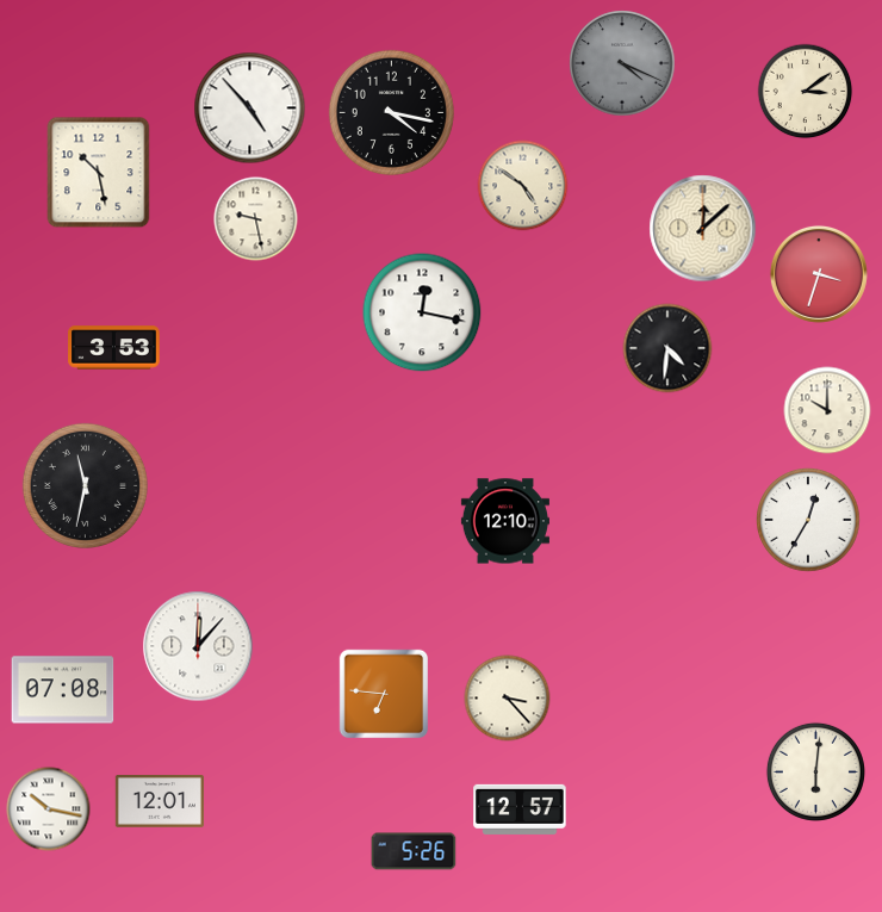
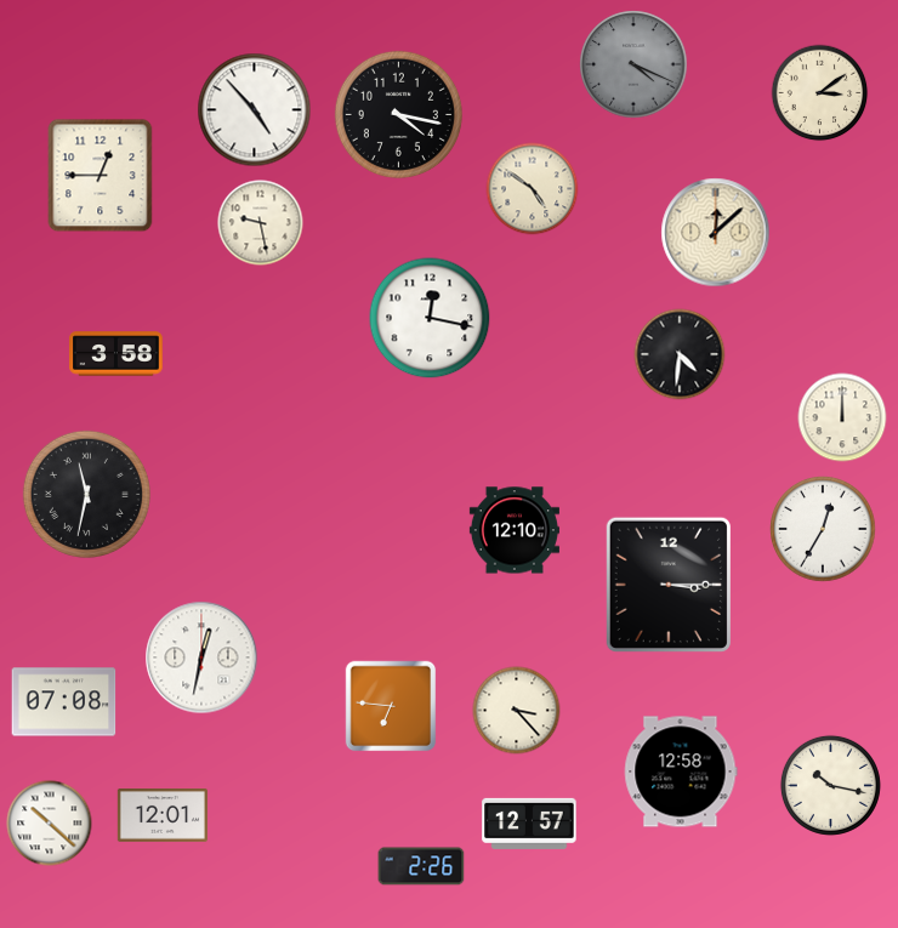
clock at (99, 173): 10:28 -> 12:45
clock at (819, 274): 3:33 -> none
clock at (114, 348): 3:53 -> 3:58
clock at (827, 410): 10:00 -> 12:00
clock at (669, 585): none -> 3:15
clock at (198, 646): 12:07 -> 12:32
clock at (681, 772): none -> 12:58
clock at (815, 771): 6:01 -> 10:17
clock at (49, 809): 10:17 -> 10:22
clock at (414, 851): 5:26 -> 2:26
